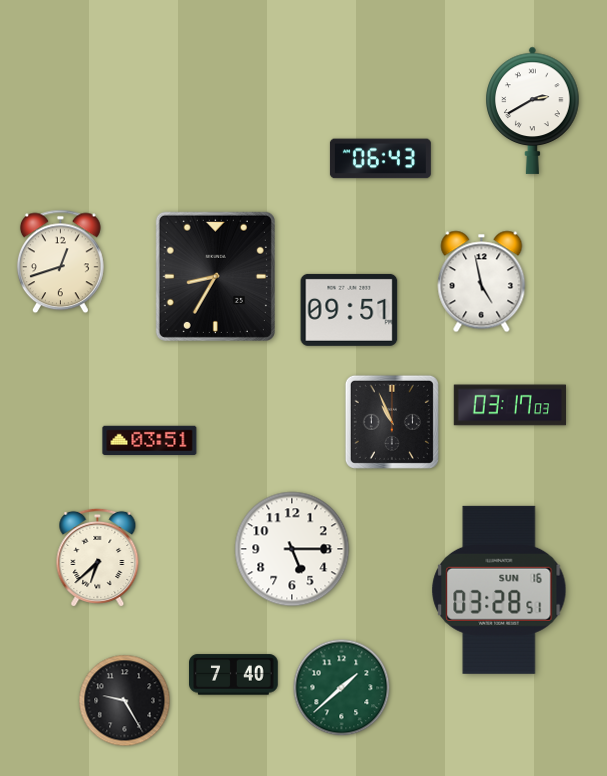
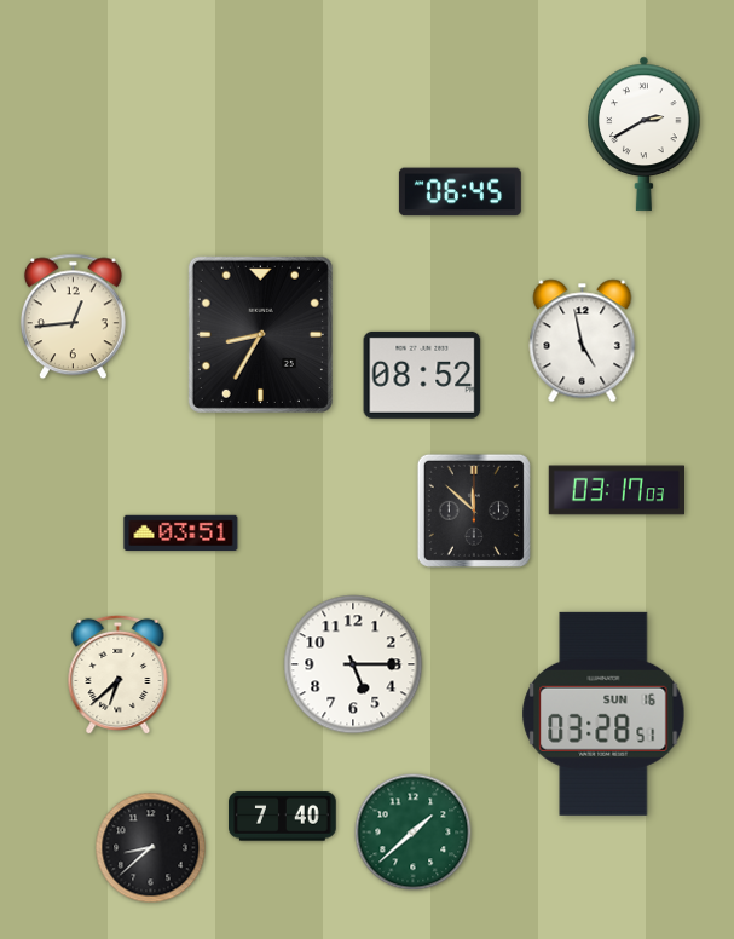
clock at (380, 159): 06:43 -> 06:45
clock at (60, 262): 12:42 -> 12:44
clock at (349, 310): 09:51 -> 08:52
clock at (392, 422): 10:56 -> 11:52
clock at (125, 701): 9:25 -> 8:38
